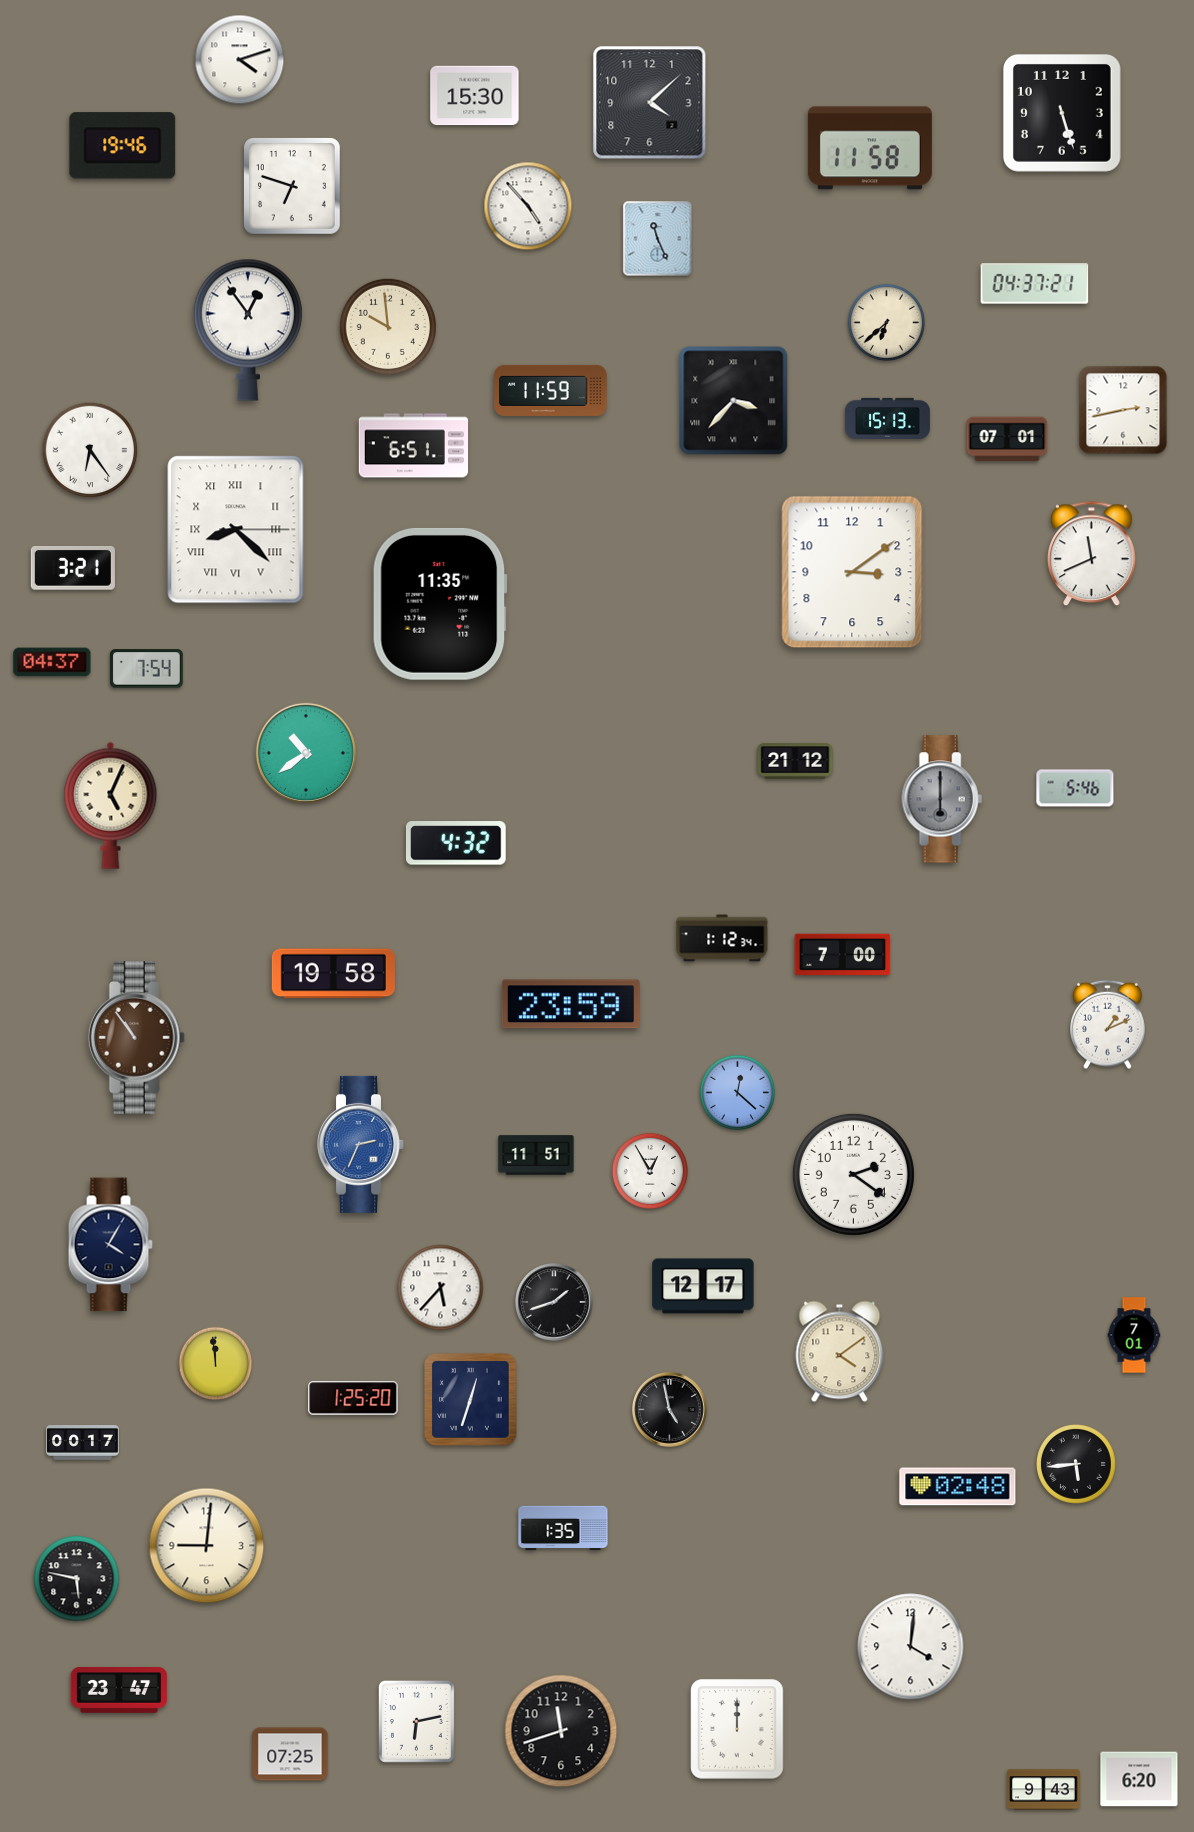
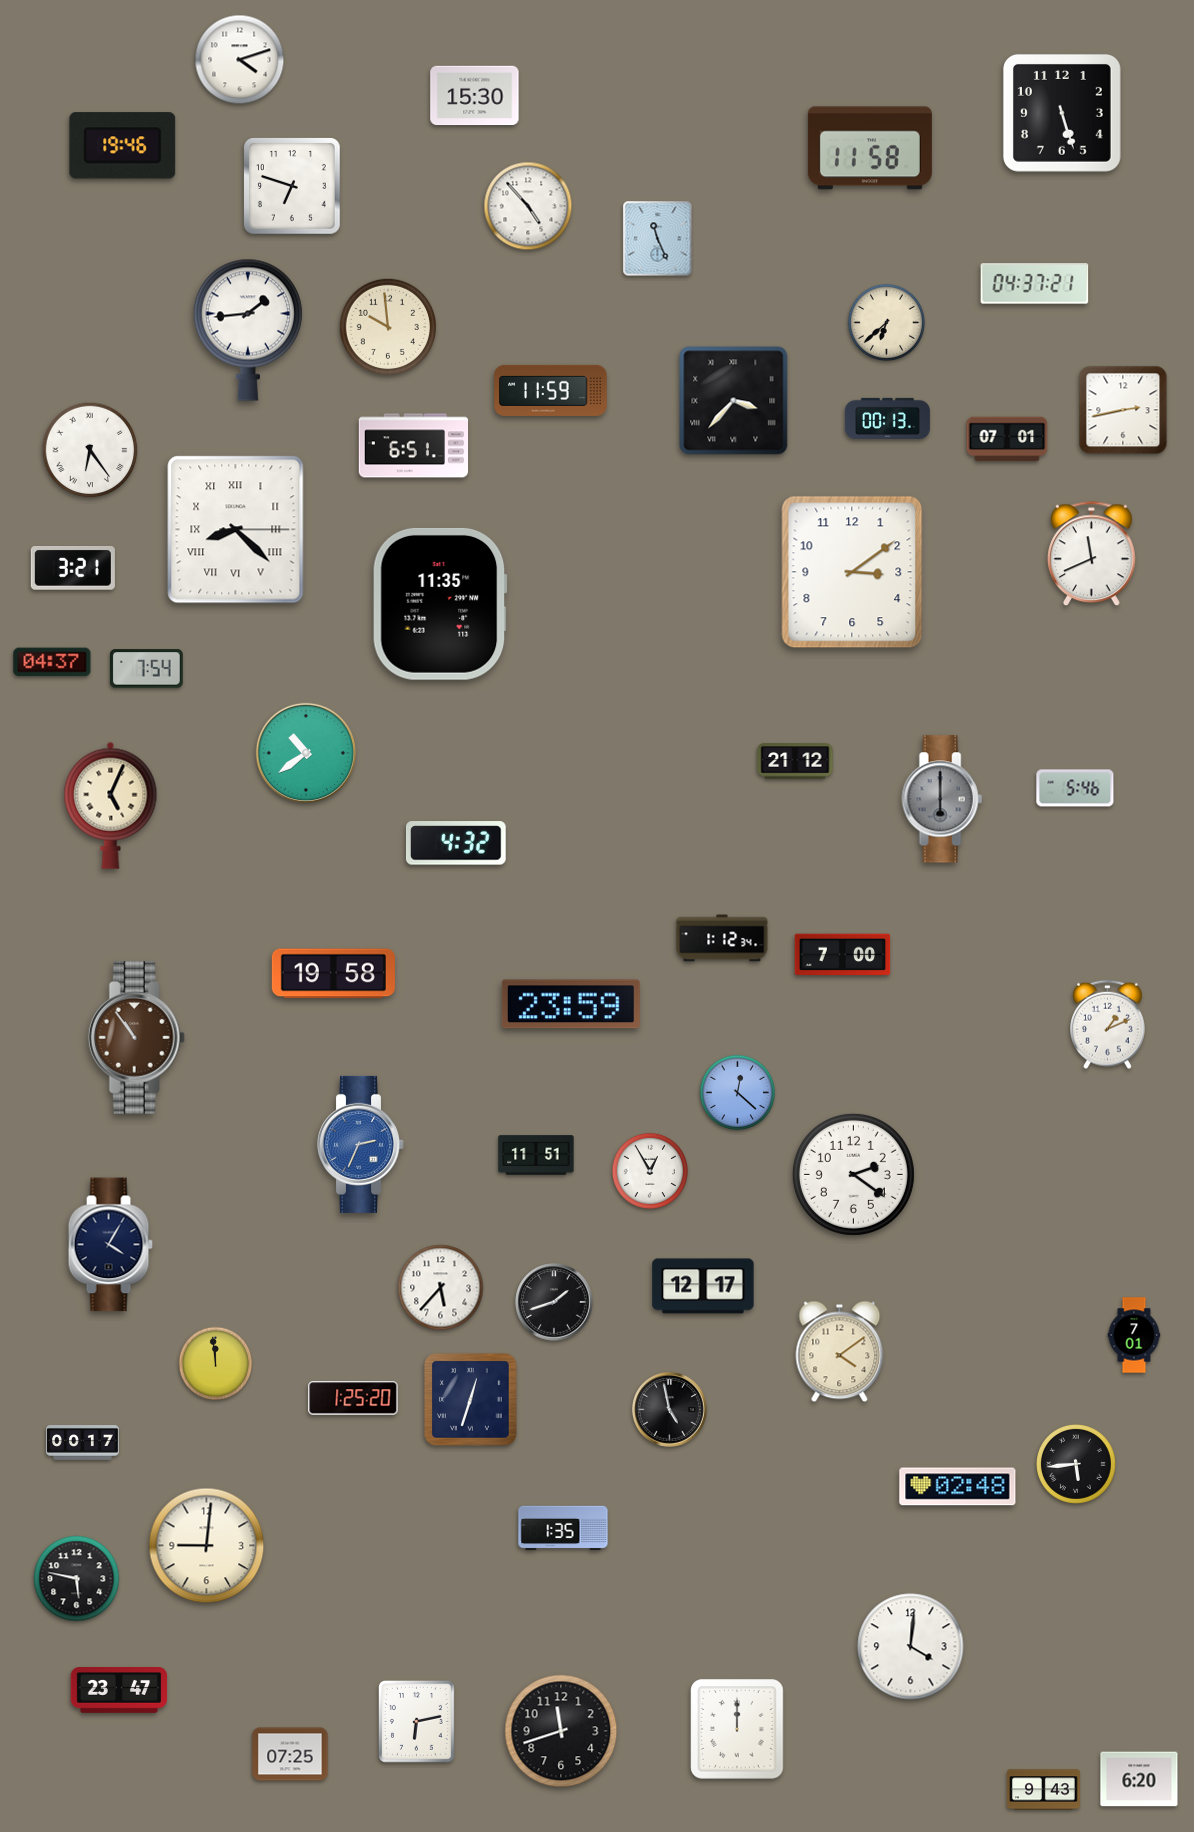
clock at (650, 103): 4:08 -> none
clock at (248, 330): 12:54 -> 1:44
clock at (887, 418): 15:13 -> 00:13
